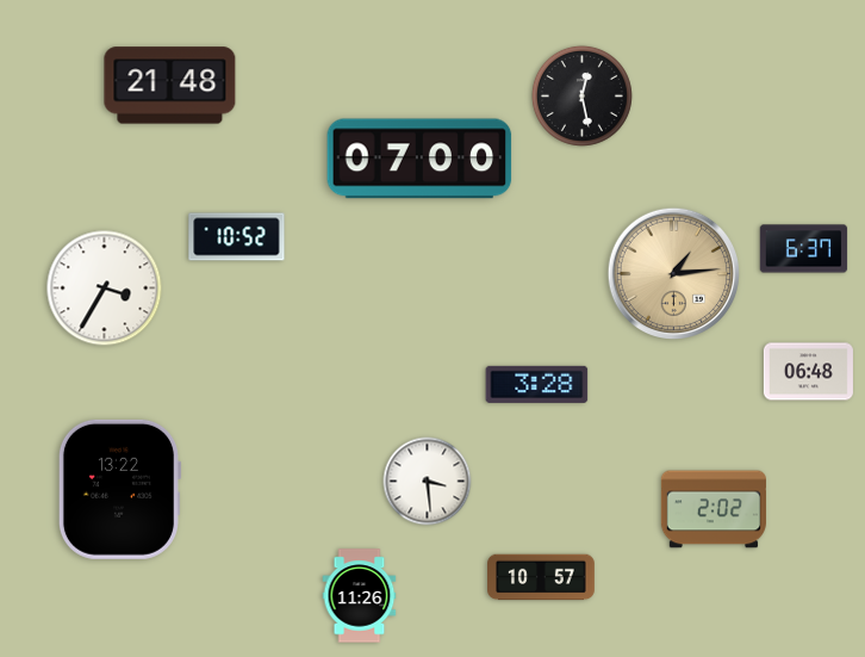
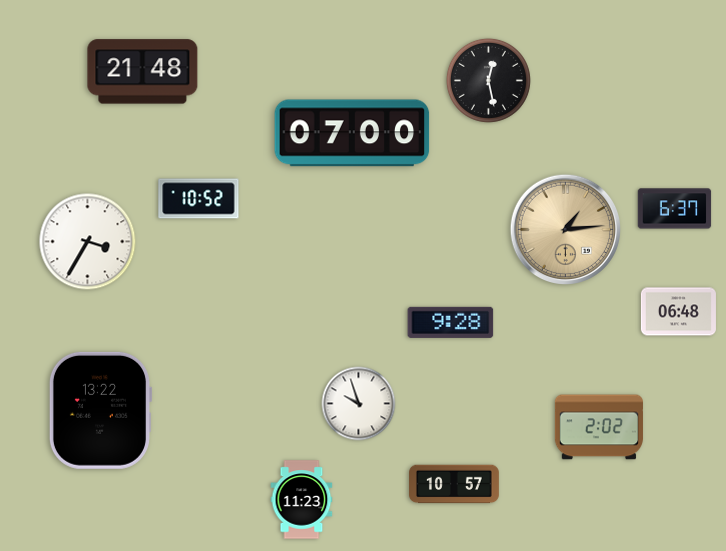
clock at (537, 384): 3:28 -> 9:28
clock at (428, 482): 3:29 -> 9:57
clock at (360, 596): 11:26 -> 11:23
